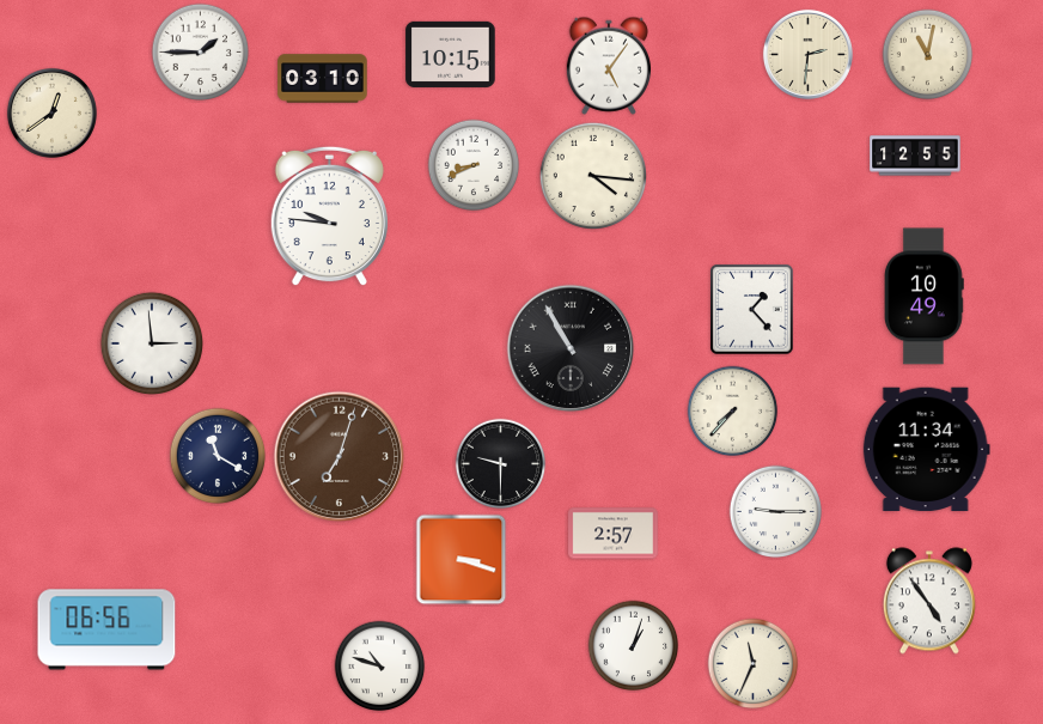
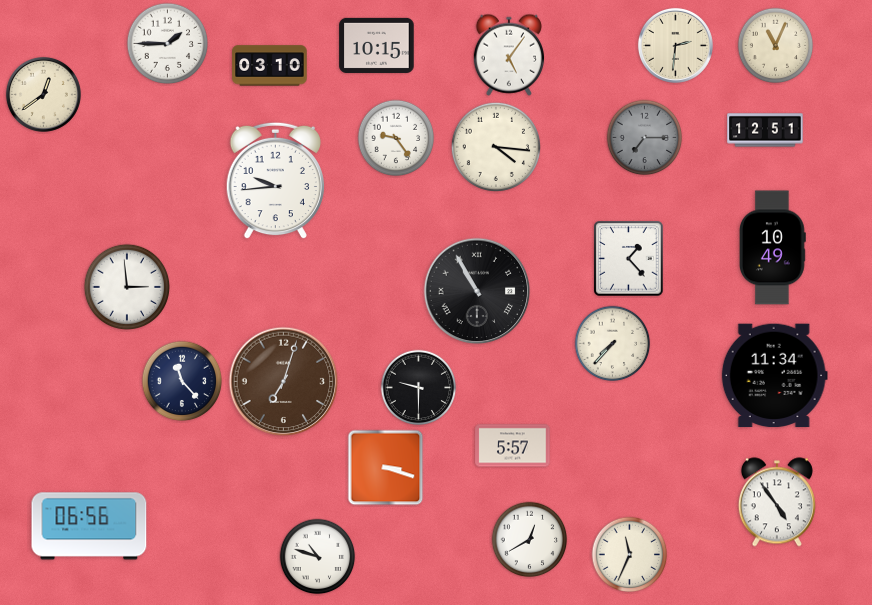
clock at (928, 55): 11:02 -> 11:04
clock at (915, 156): 12:55 -> 12:51
clock at (474, 165): 8:41 -> 9:24
clock at (645, 138): none -> 7:15
clock at (329, 217): 9:46 -> 9:44
clock at (218, 456): 11:20 -> 11:23
clock at (776, 512): 9:15 -> none
clock at (614, 534): 2:57 -> 5:57
clock at (634, 646): 1:03 -> 12:40
